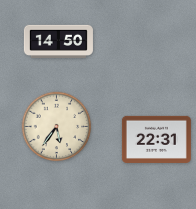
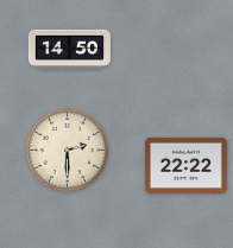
clock at (57, 127): 5:36 -> 2:30
clock at (156, 139): 22:31 -> 22:22
